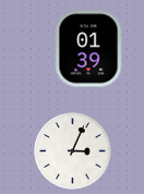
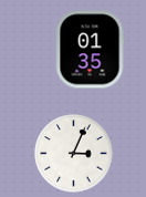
clock at (88, 49): 01:39 -> 01:35
